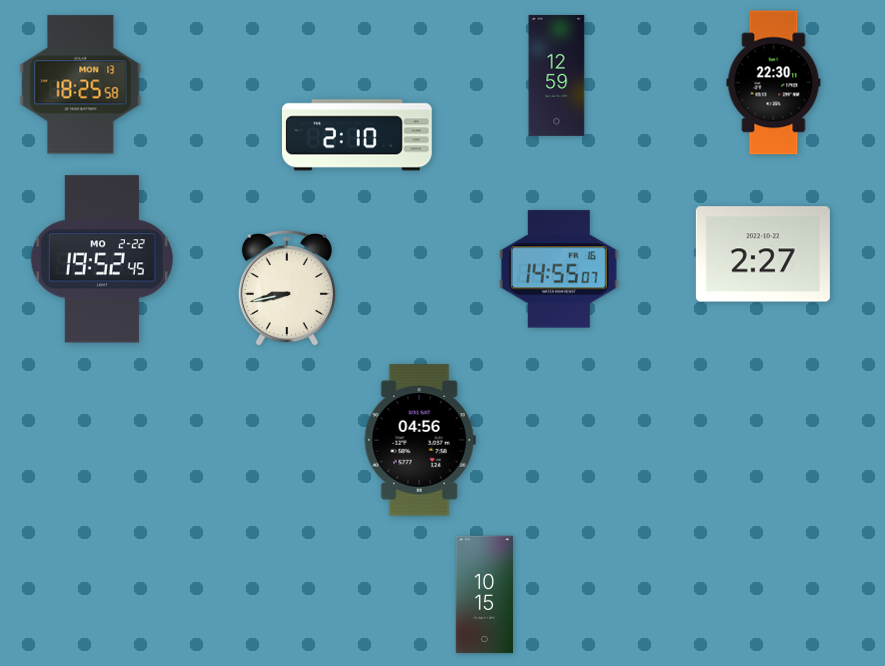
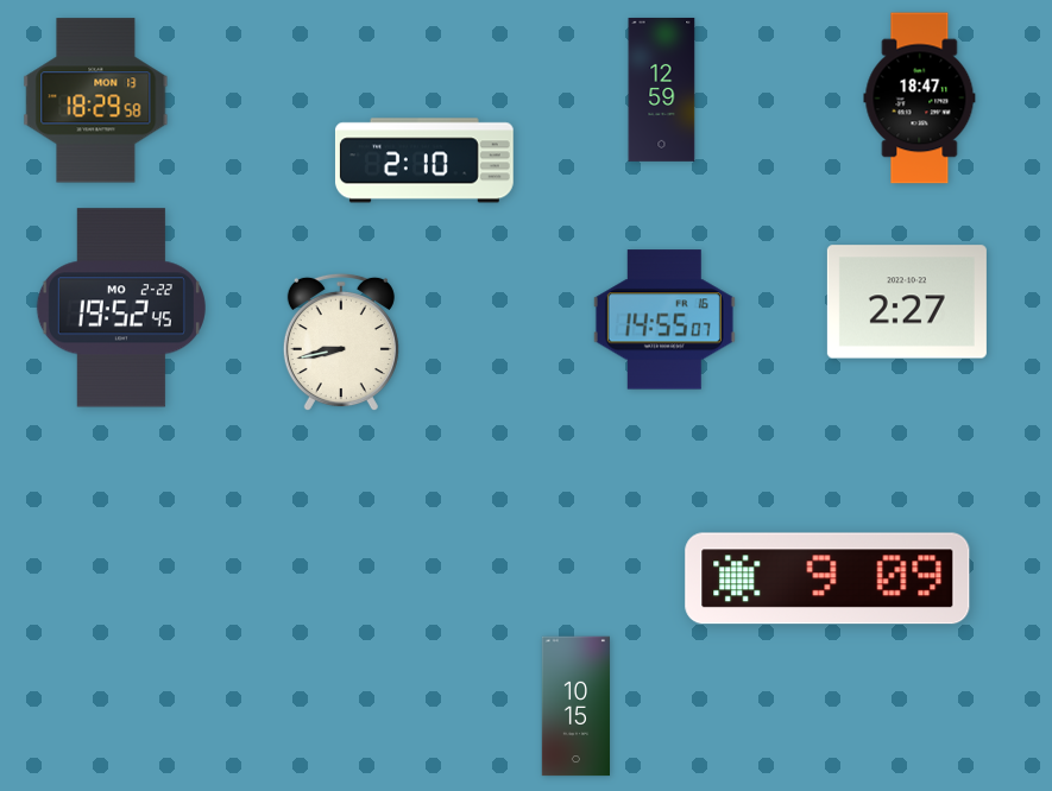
clock at (774, 83): 22:30 -> 18:47
clock at (81, 85): 18:25 -> 18:29
clock at (420, 440): 04:56 -> none
clock at (827, 578): none -> 9:09
